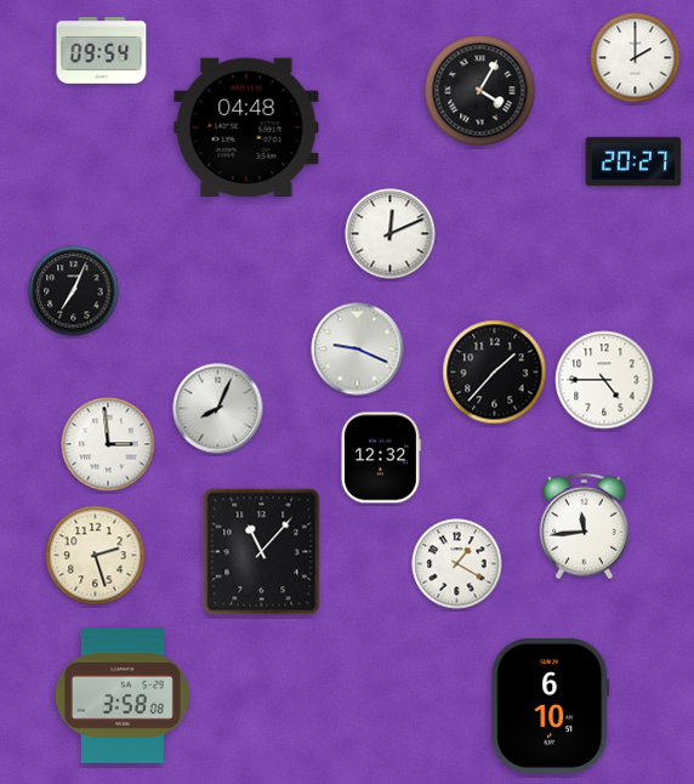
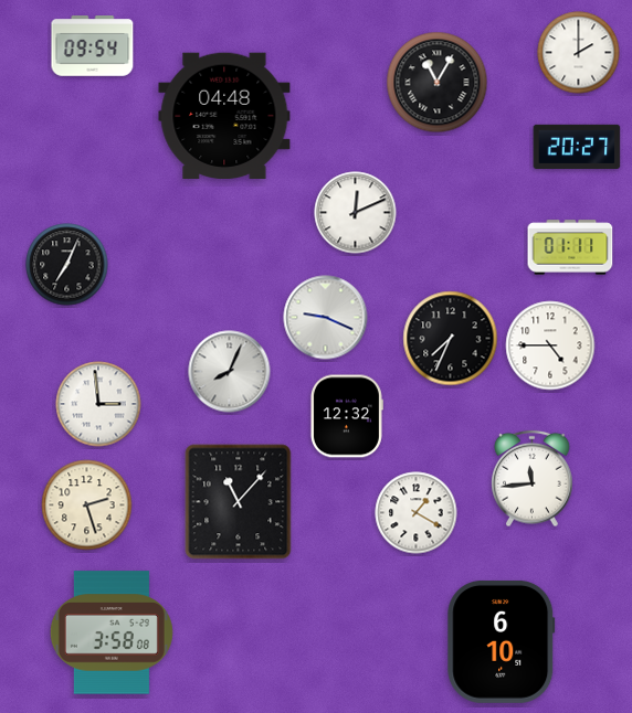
clock at (480, 91): 4:05 -> 11:05
clock at (570, 247): none -> 01:11
clock at (495, 373): 1:37 -> 7:34
clock at (218, 409) position: (218, 409) -> (230, 372)
